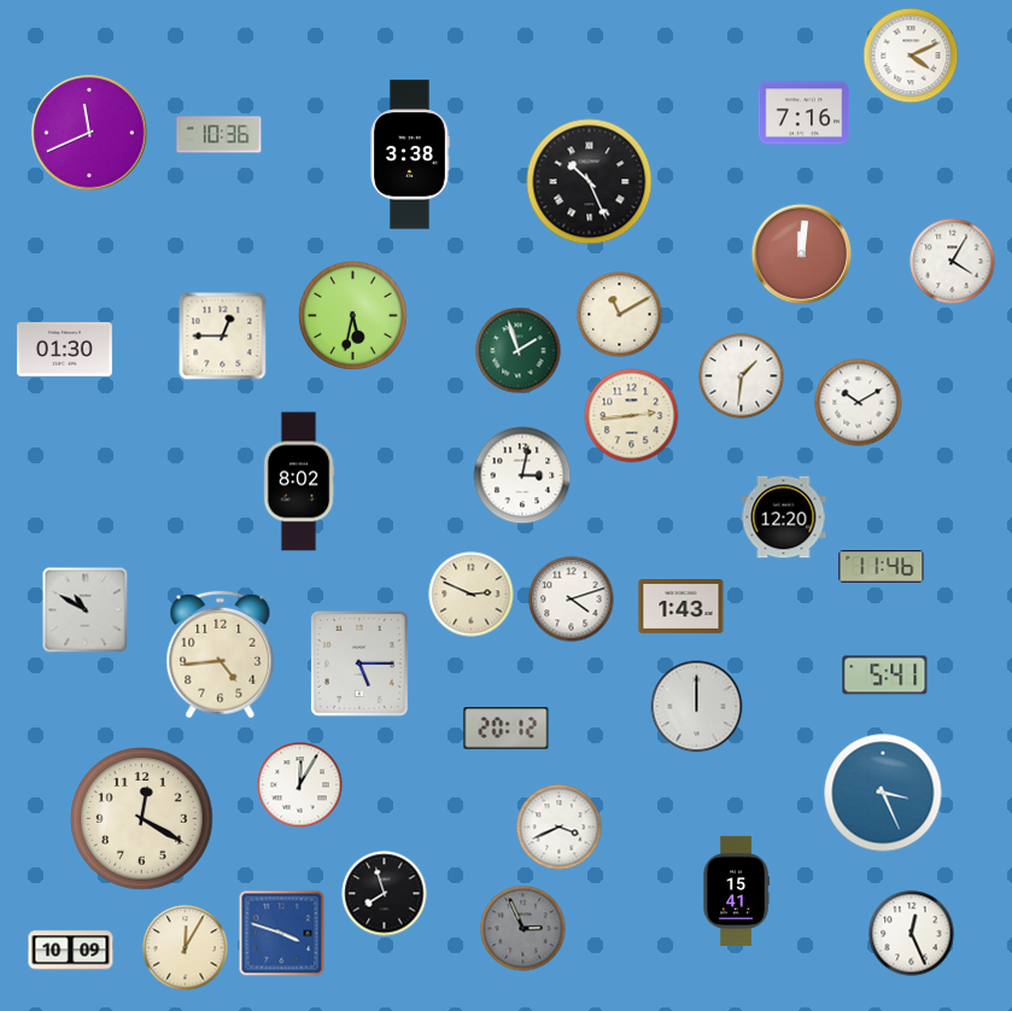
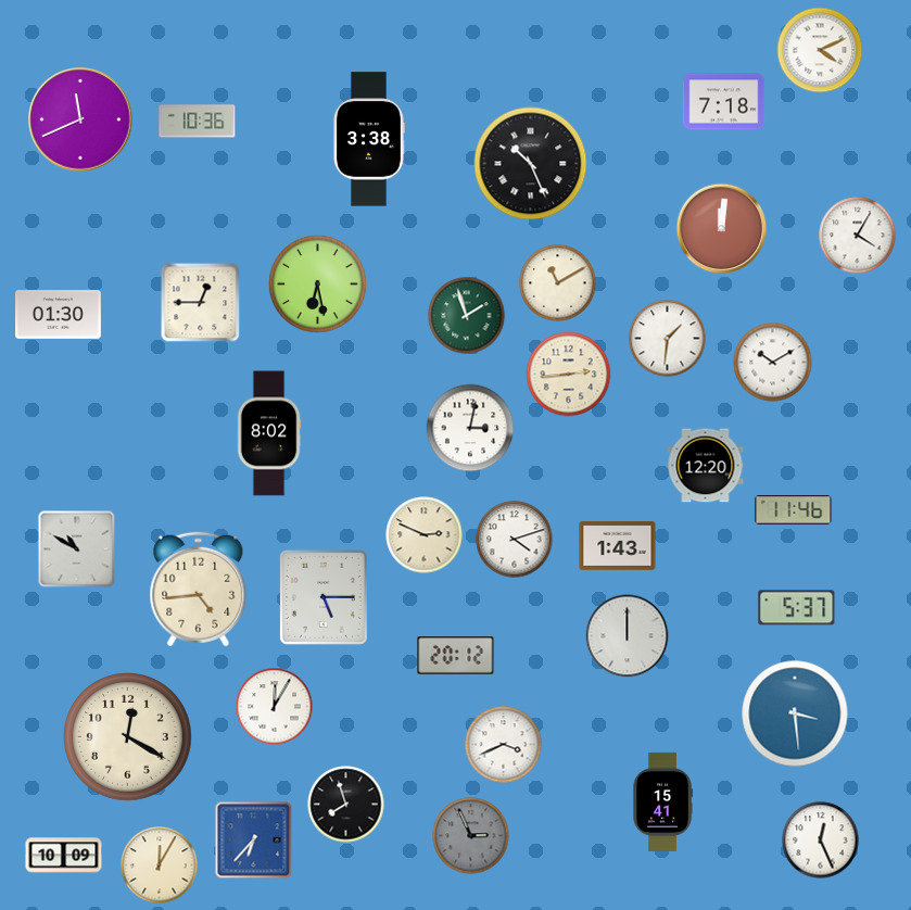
clock at (805, 113): 7:16 -> 7:18
clock at (352, 315): 5:32 -> 6:28
clock at (682, 607) position: (682, 607) -> (618, 546)
clock at (885, 676): 5:41 -> 5:37
clock at (300, 785) position: (300, 785) -> (275, 707)
clock at (883, 793): 3:26 -> 3:29
clock at (282, 934): 3:48 -> 6:37
clock at (186, 948) position: (186, 948) -> (160, 865)
